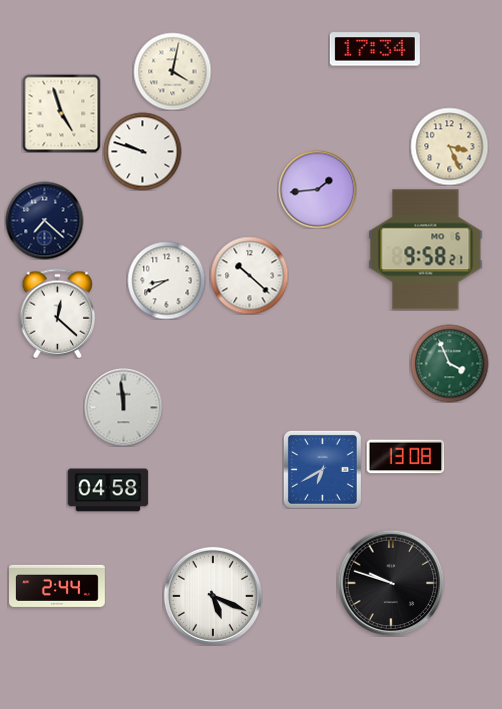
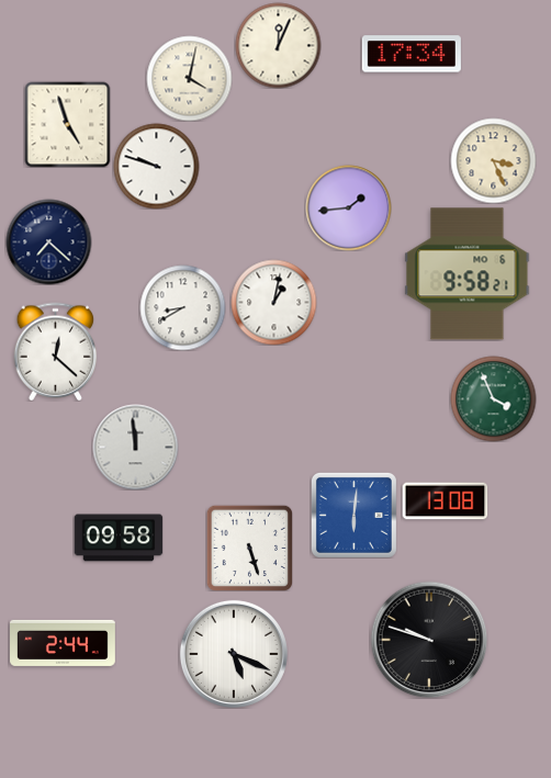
clock at (278, 45): none -> 12:04
clock at (249, 275): 10:22 -> 1:02
clock at (58, 313) position: (58, 313) -> (56, 351)
clock at (322, 469): 6:40 -> 6:01
clock at (108, 490): 04:58 -> 09:58
clock at (249, 548): none -> 5:27
